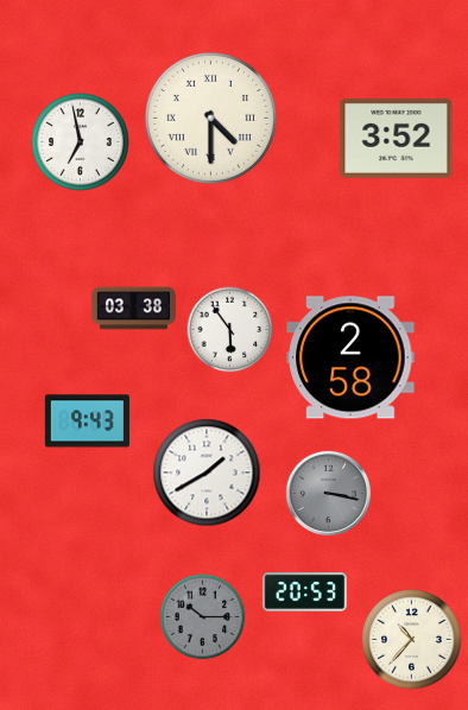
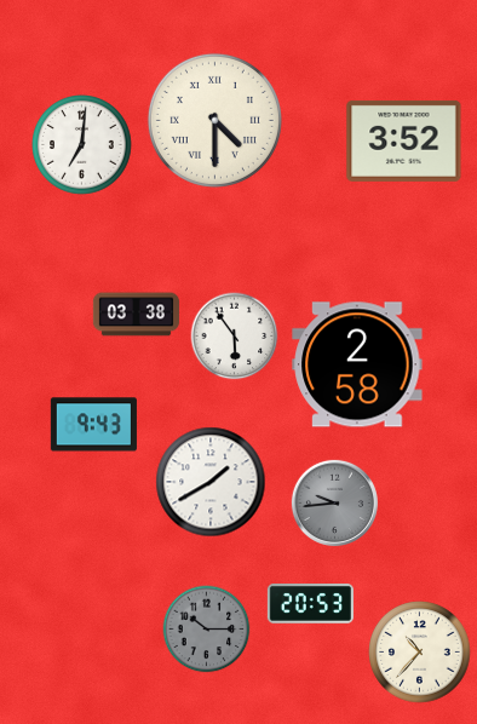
clock at (81, 142): 6:58 -> 7:01
clock at (87, 421) position: (87, 421) -> (93, 425)
clock at (328, 493): 3:17 -> 9:44
